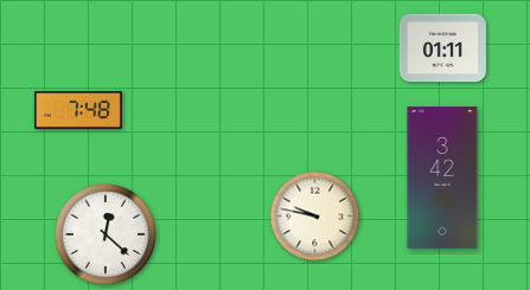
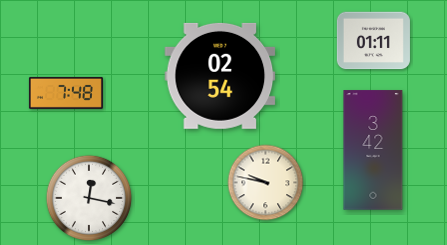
clock at (220, 76): none -> 02:54
clock at (106, 234): 12:22 -> 12:17
